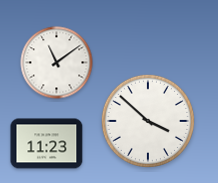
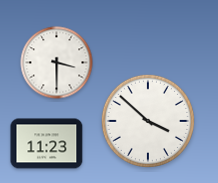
clock at (57, 63): 11:09 -> 3:30
